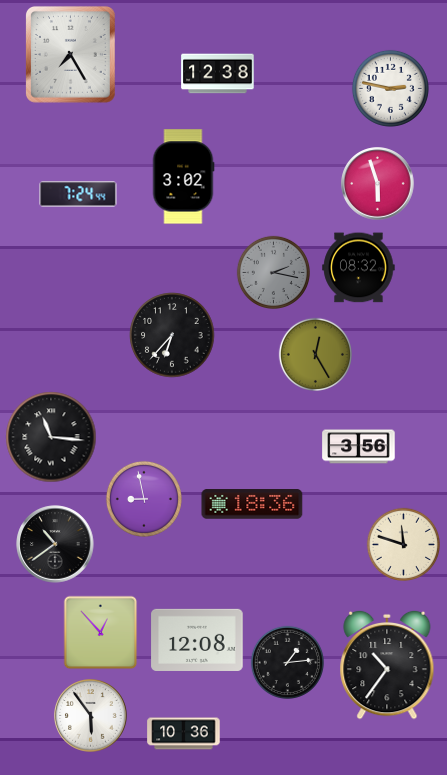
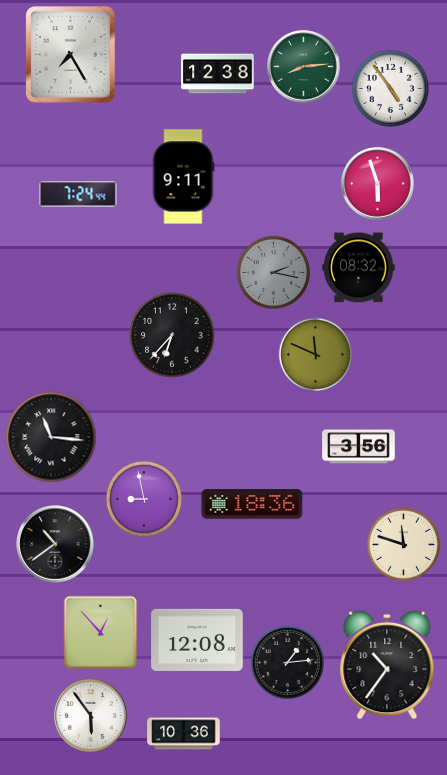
clock at (304, 67): none -> 8:14
clock at (390, 88): 2:47 -> 4:54
clock at (183, 177): 3:02 -> 9:11
clock at (315, 354): 12:25 -> 11:49
